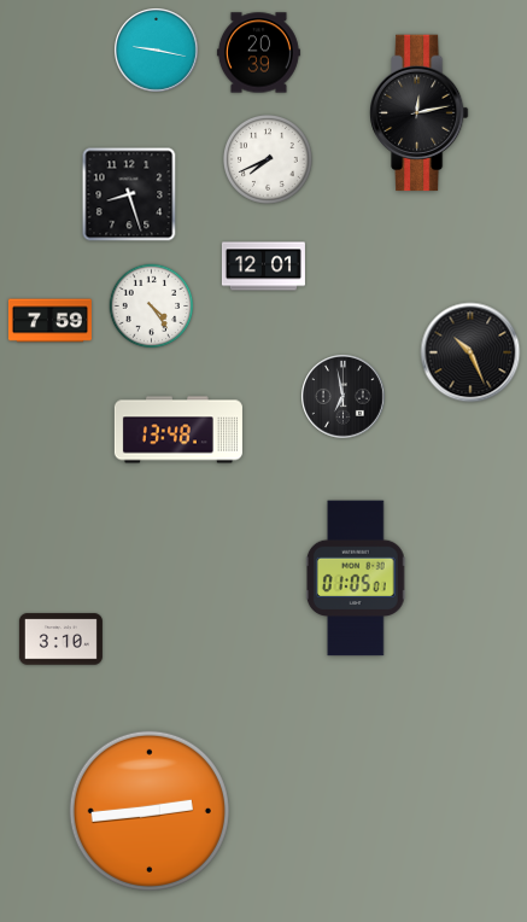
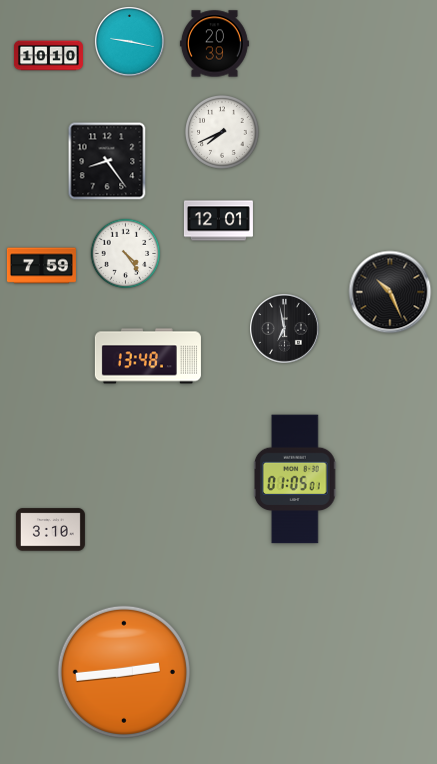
clock at (48, 56): none -> 10:10
clock at (420, 113): 12:13 -> none
clock at (129, 194): 8:27 -> 8:24
